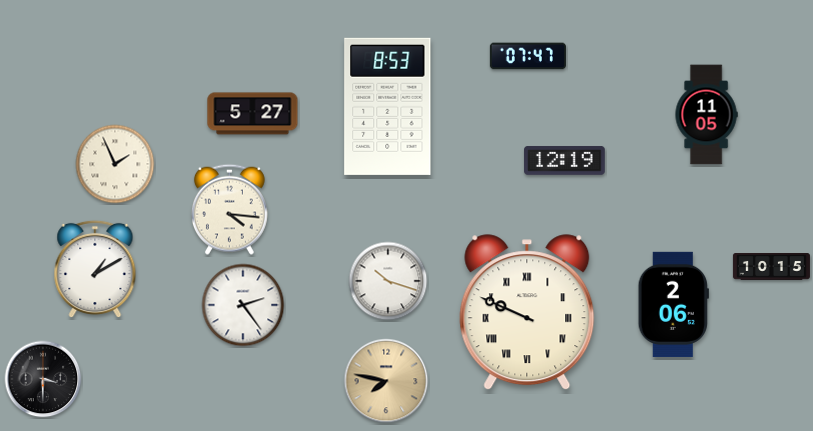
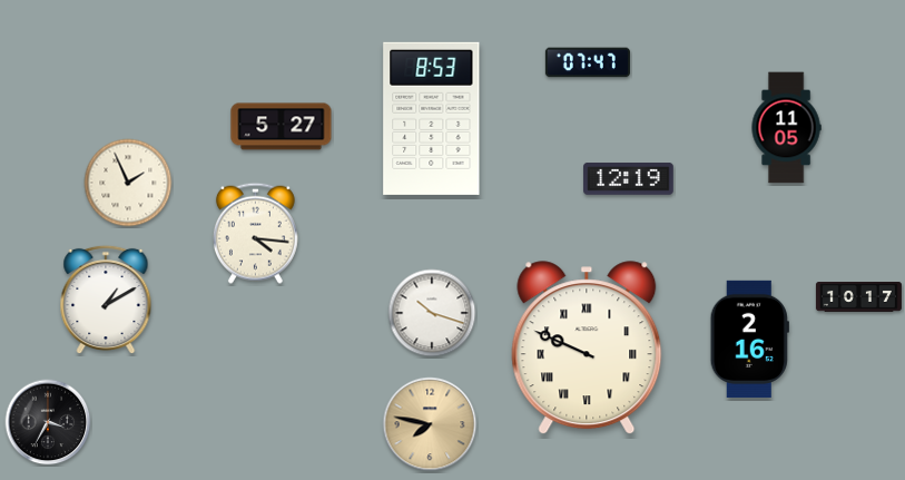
clock at (771, 267): 10:15 -> 10:17
clock at (673, 304): 2:06 -> 2:16
clock at (243, 305): 2:24 -> none
clock at (43, 379): 3:30 -> 3:35
